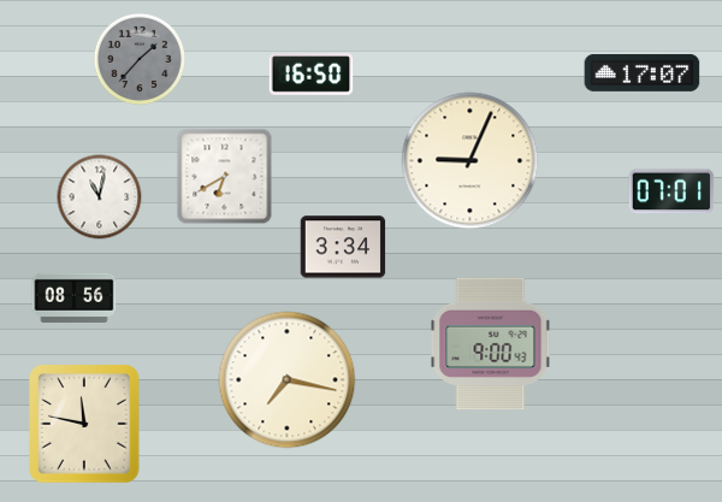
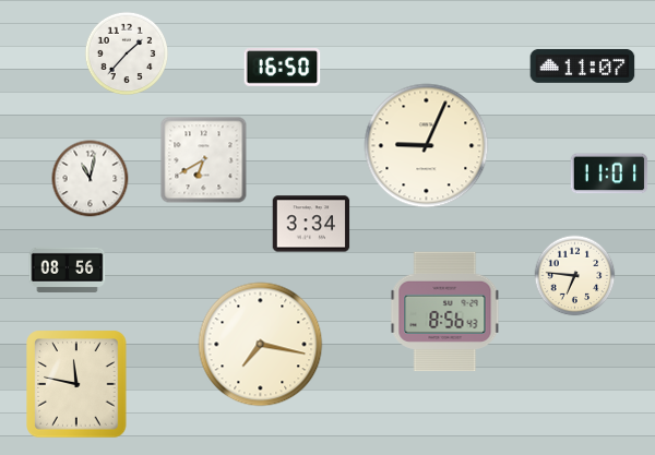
clock at (140, 59) dial: grey -> white
clock at (643, 72): 17:07 -> 11:07
clock at (671, 191): 07:01 -> 11:01
clock at (575, 276): none -> 6:46
clock at (491, 344): 9:00 -> 8:56
